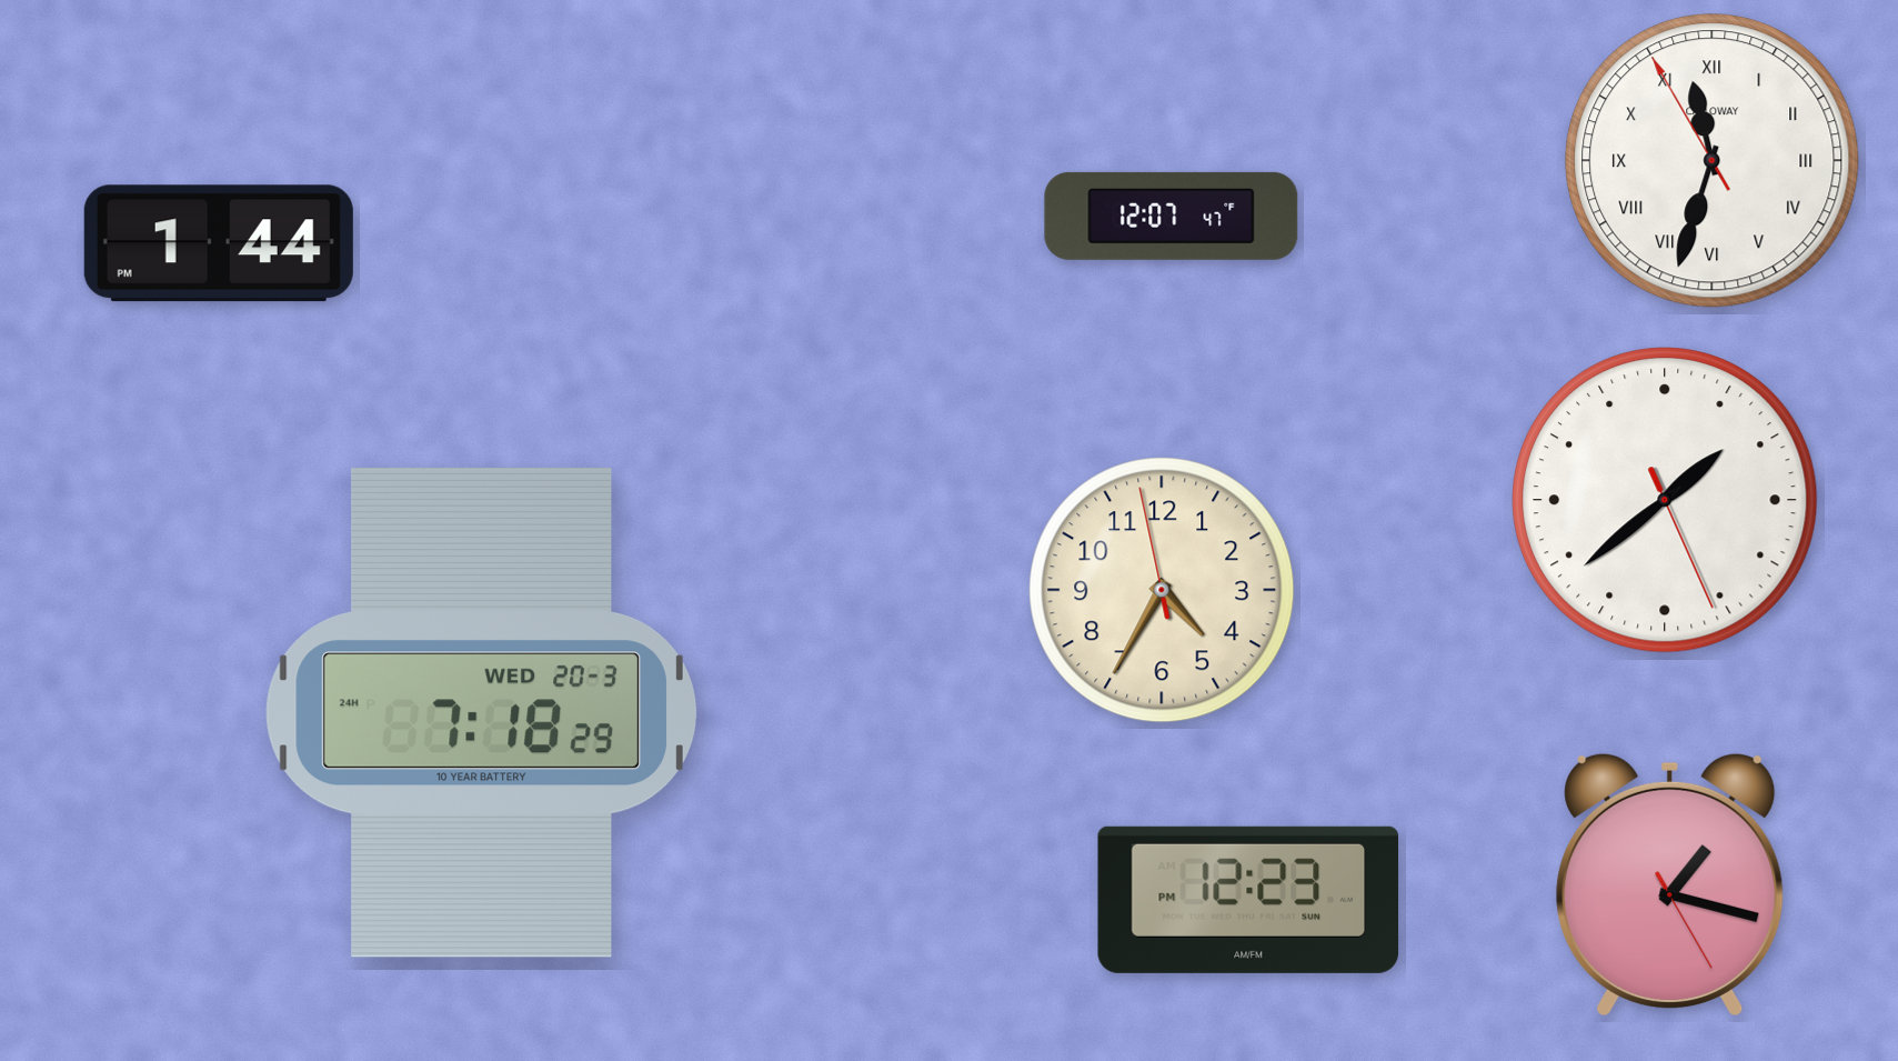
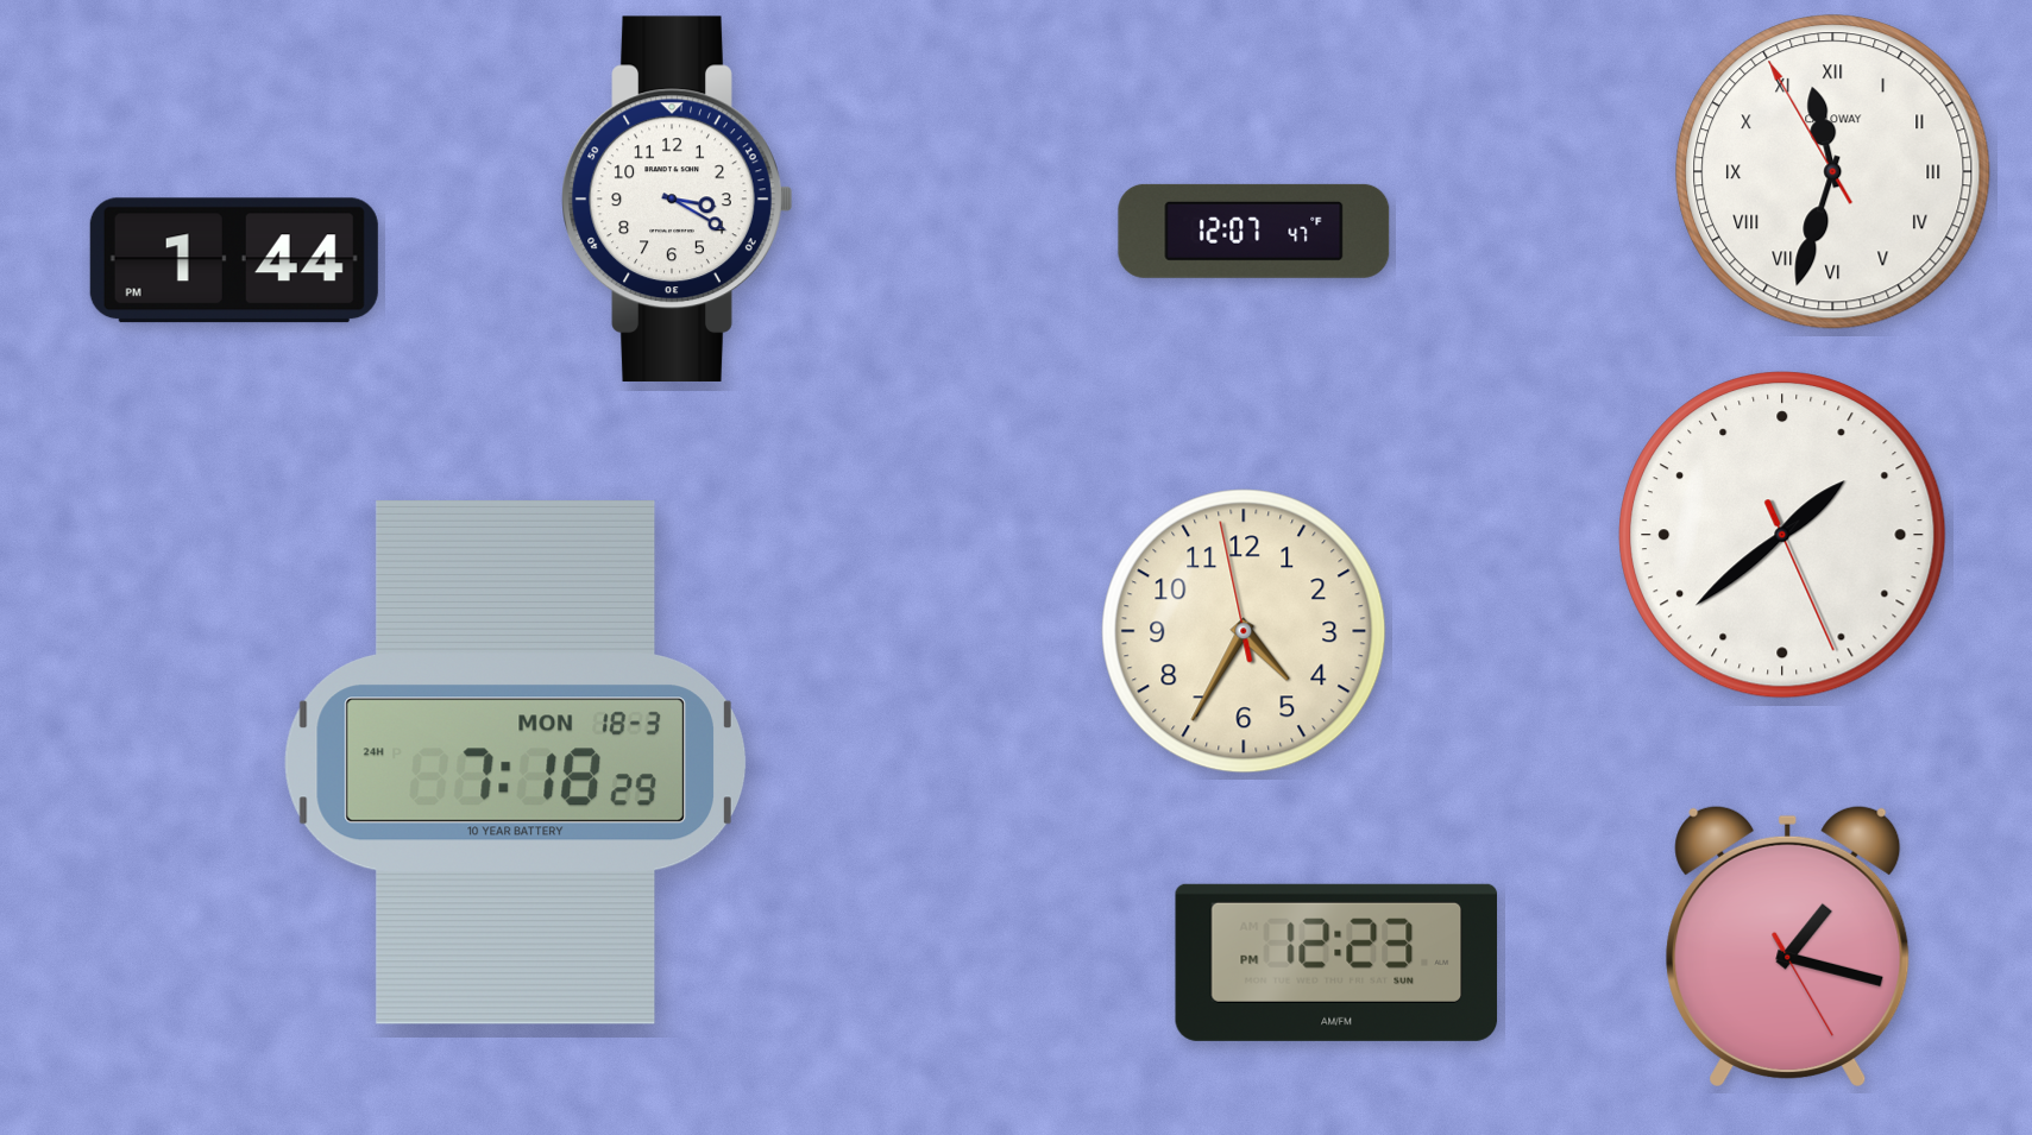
clock at (678, 198): none -> 3:20
clock at (481, 712) date: WED 20-3 -> MON 18-3
